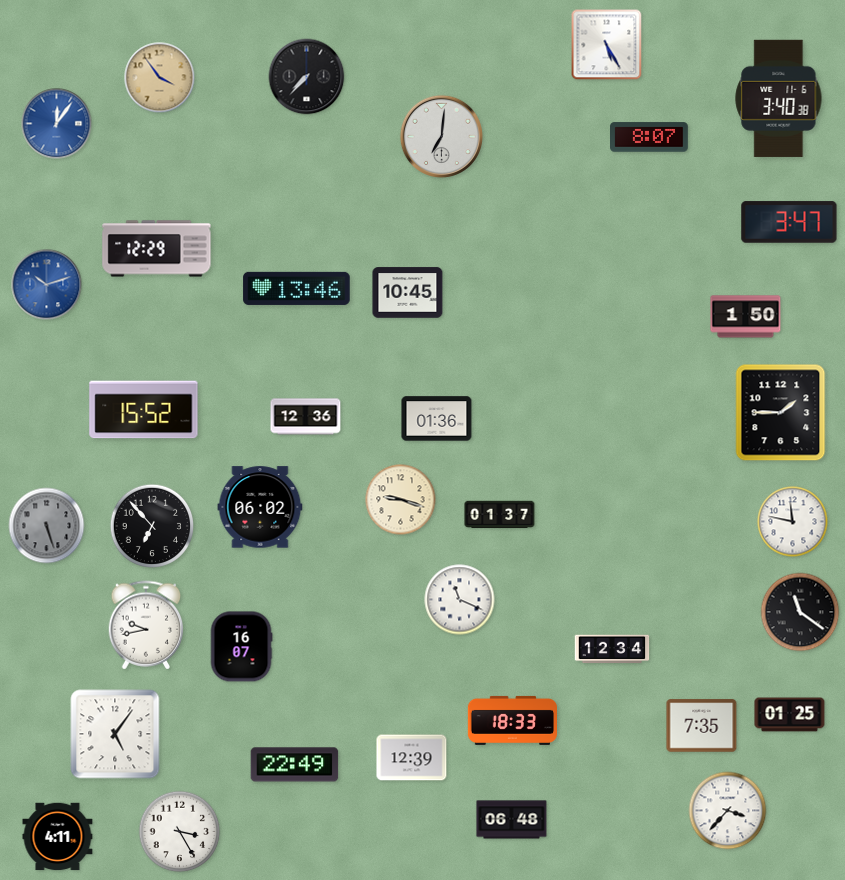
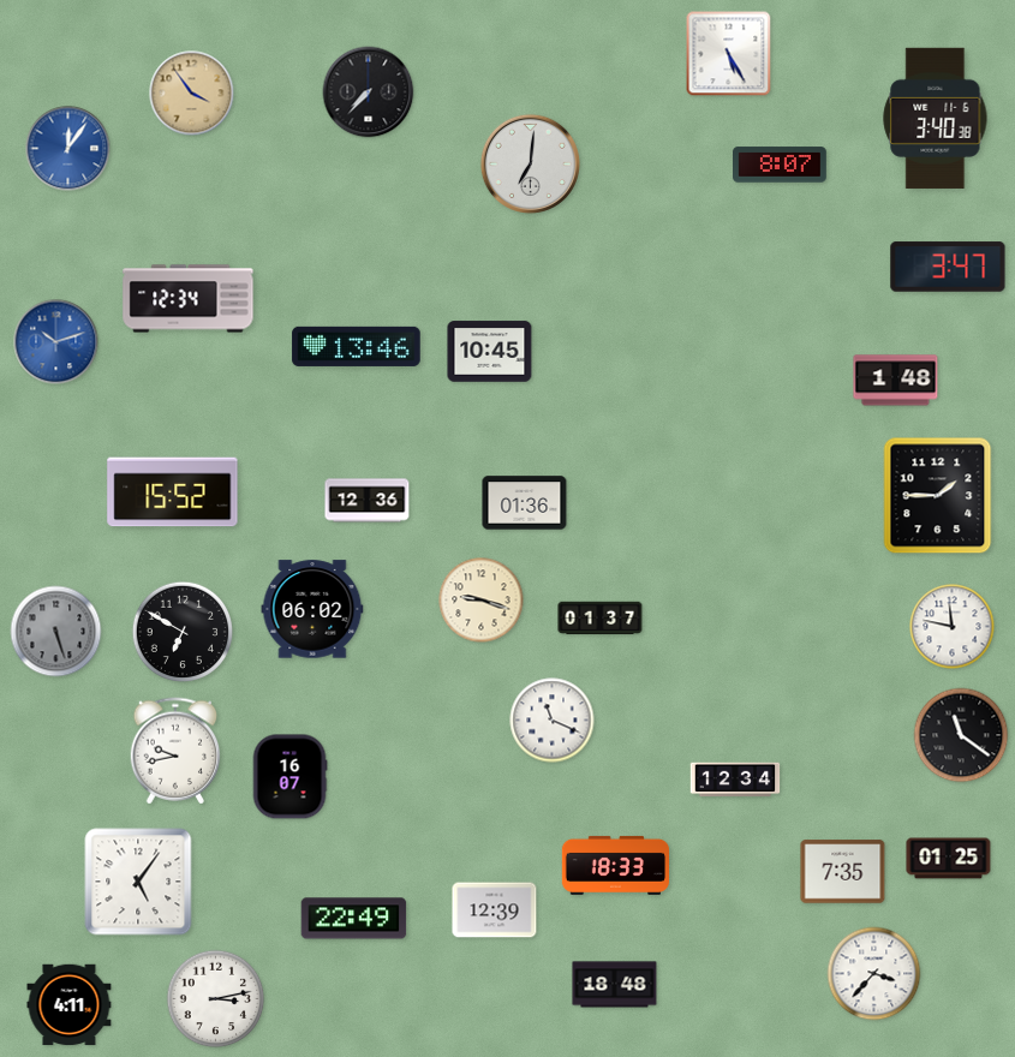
clock at (157, 249): 12:29 -> 12:34
clock at (746, 317): 1:50 -> 1:48
clock at (152, 526): 6:53 -> 6:50
clock at (512, 820): 06:48 -> 18:48
clock at (180, 832): 3:25 -> 3:13
